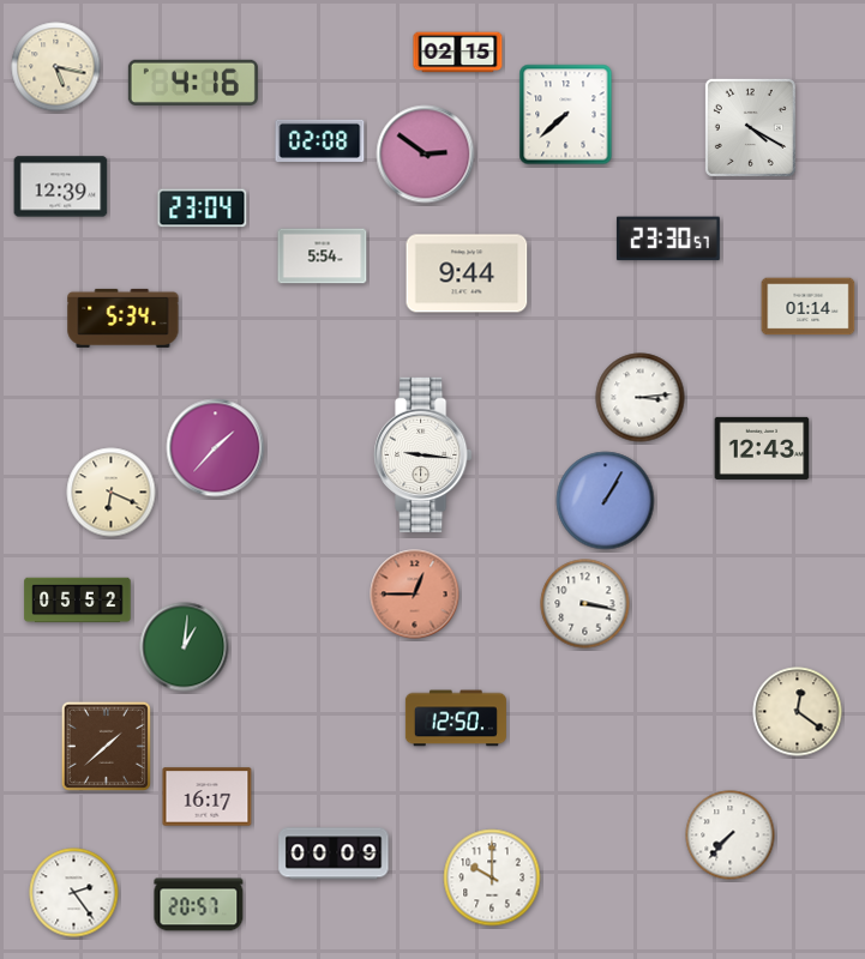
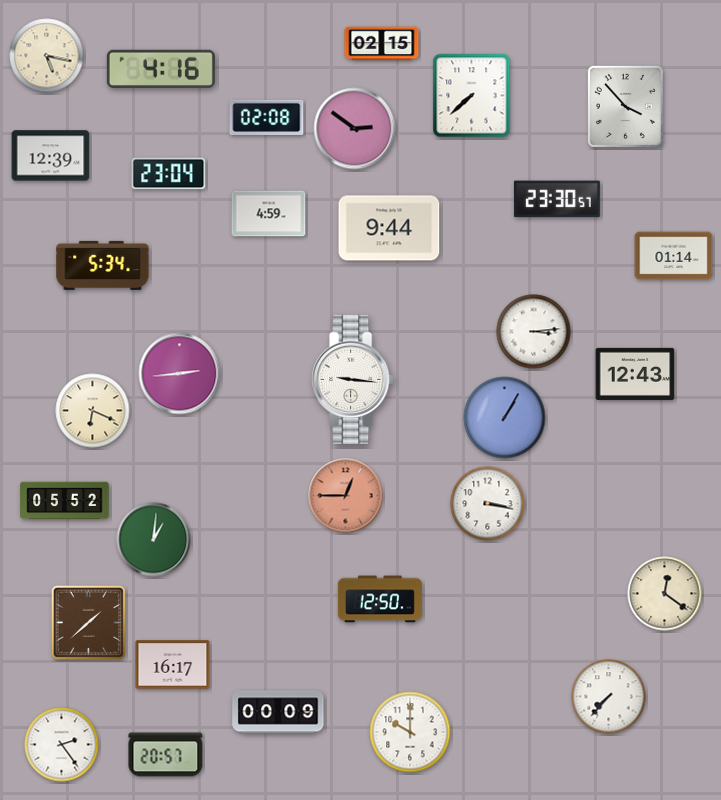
clock at (750, 127): 4:20 -> 3:53
clock at (323, 257): 5:54 -> 4:59
clock at (216, 448): 1:37 -> 2:44
